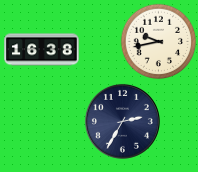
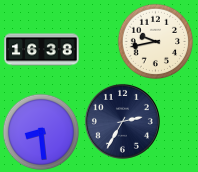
clock at (159, 42) position: (159, 42) -> (156, 42)
clock at (41, 132): none -> 8:29
